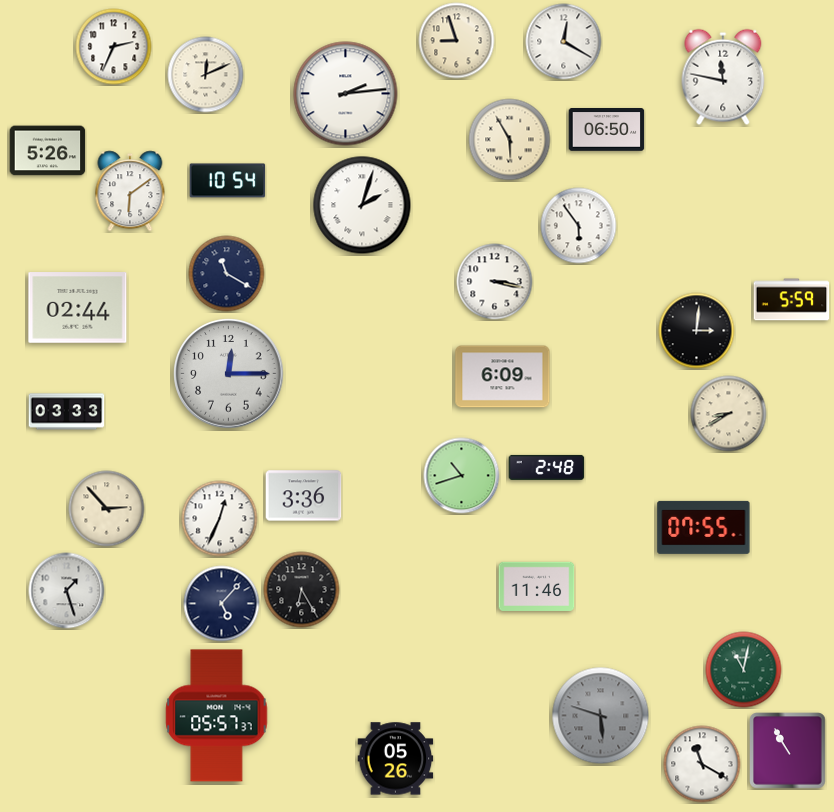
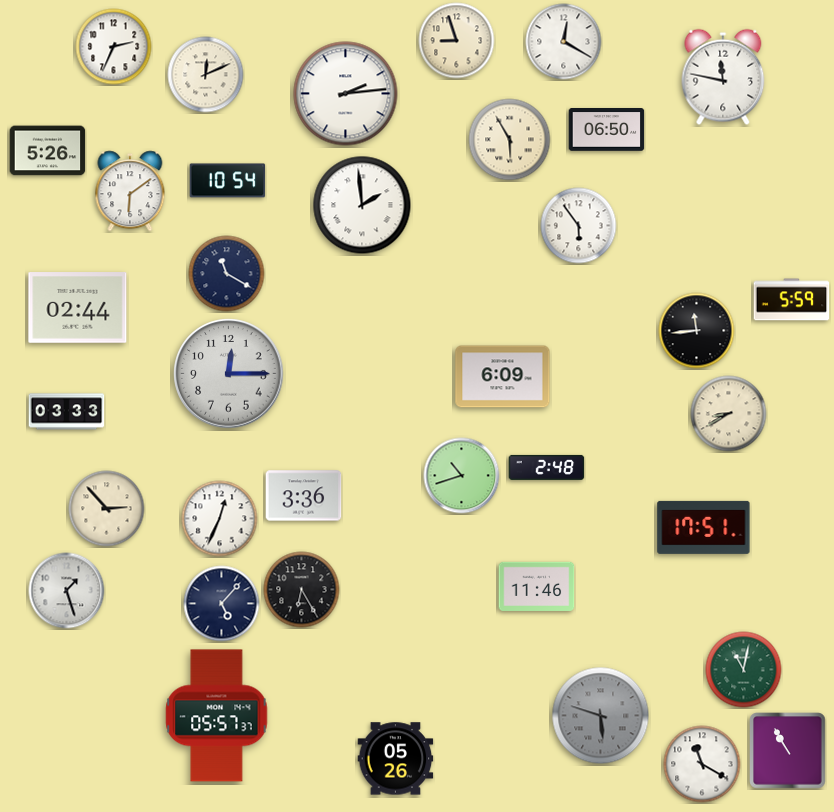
clock at (362, 205): 2:03 -> 1:59
clock at (495, 282): 3:17 -> none
clock at (697, 331): 3:01 -> 11:44
clock at (704, 527): 07:55 -> 17:51
